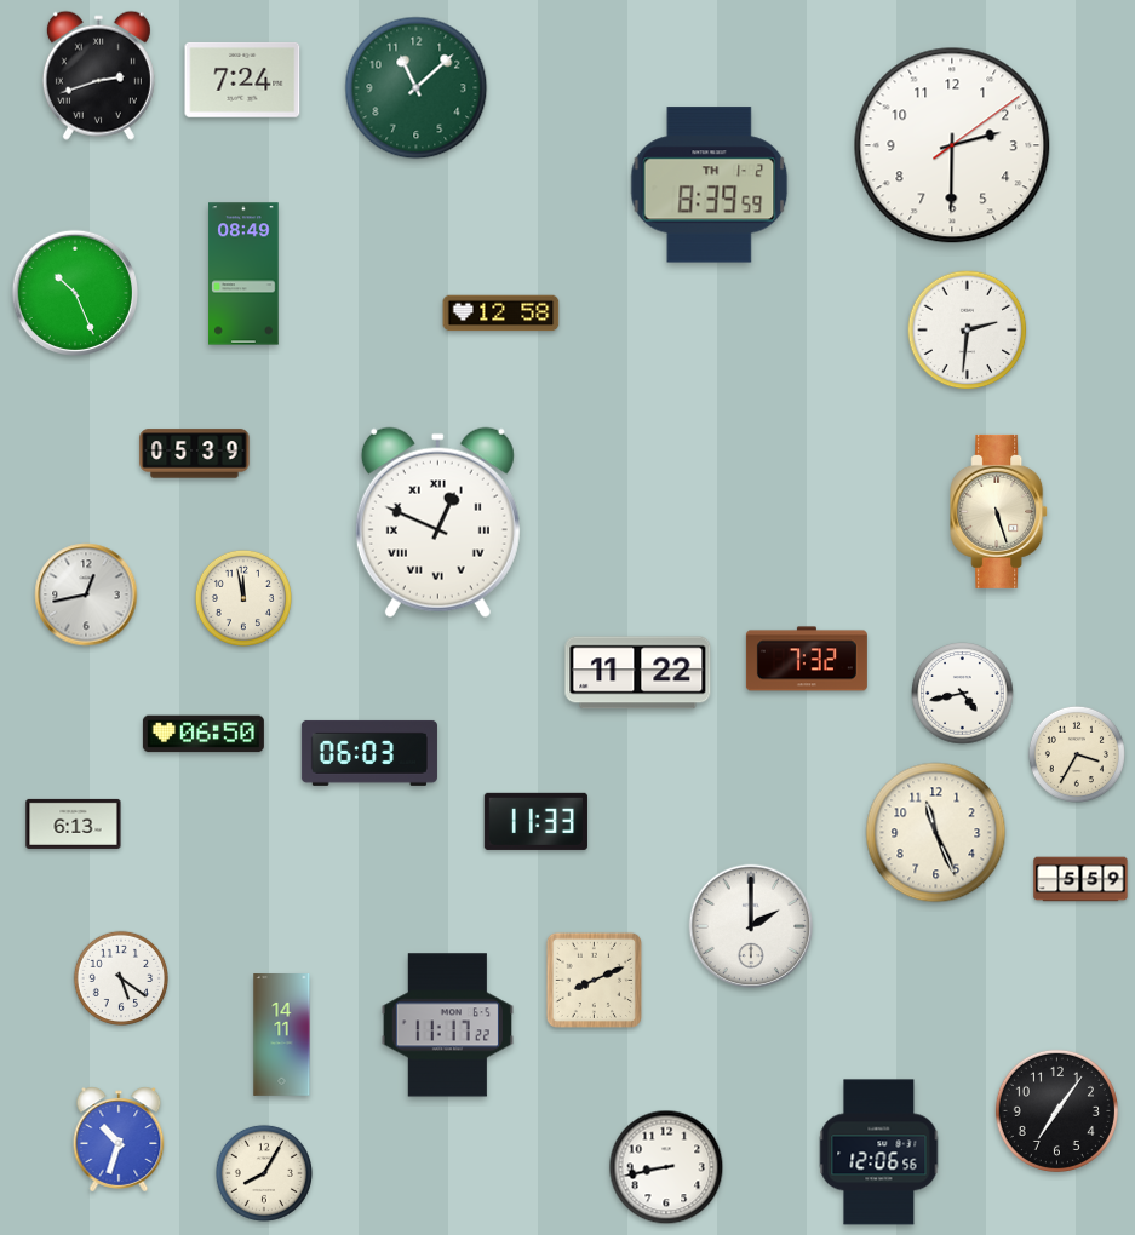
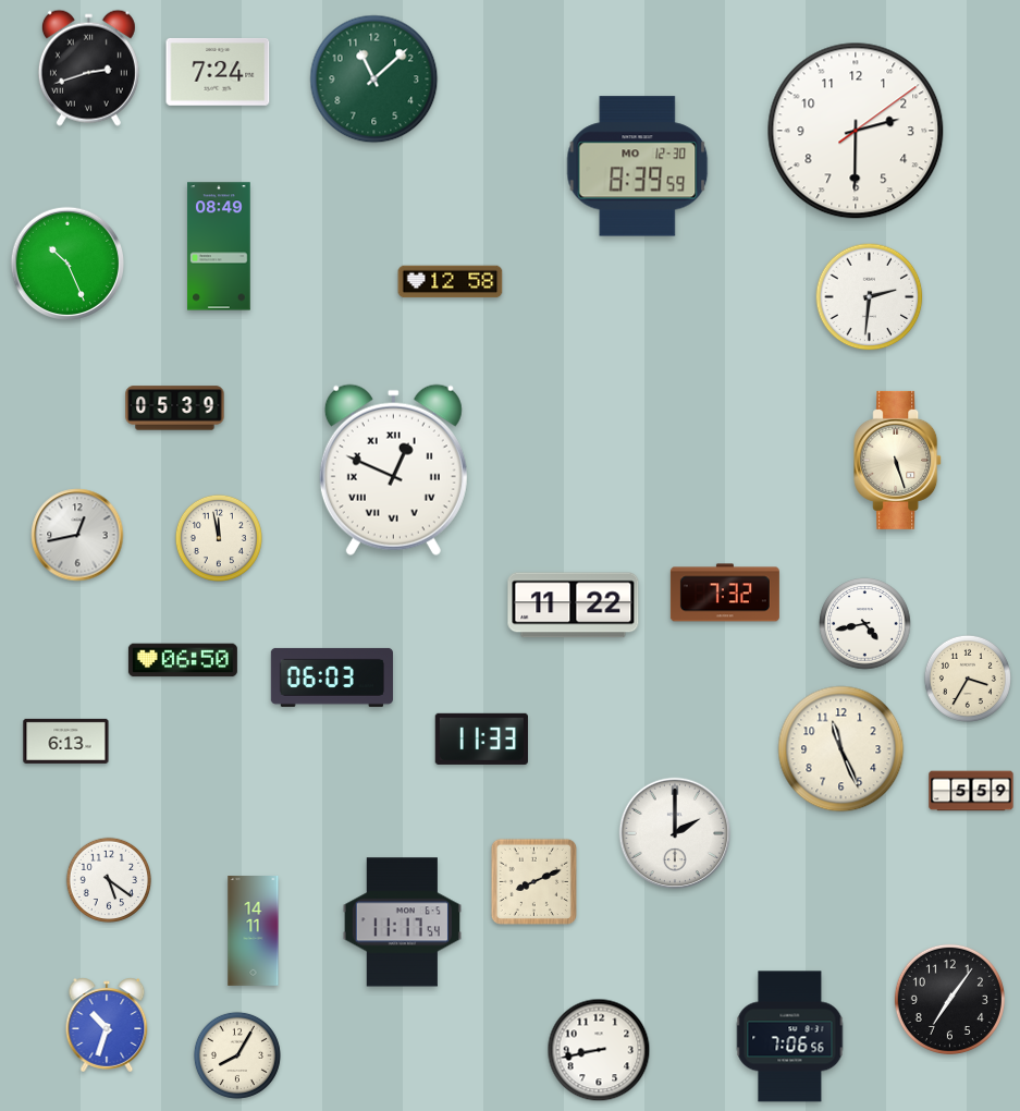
clock at (710, 185) date: TH 1-2 -> MO 12-30
clock at (447, 1026): 11:17:22 -> 11:17:54
clock at (879, 1153): 12:06 -> 7:06
